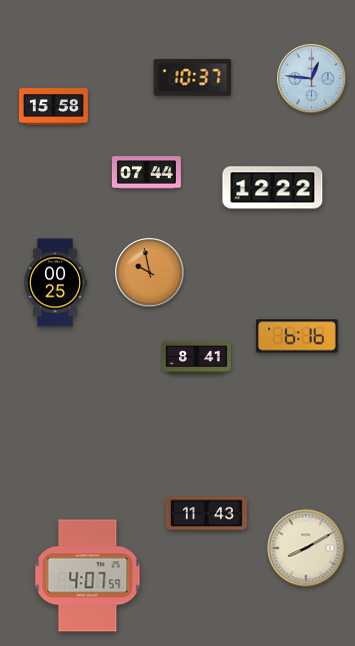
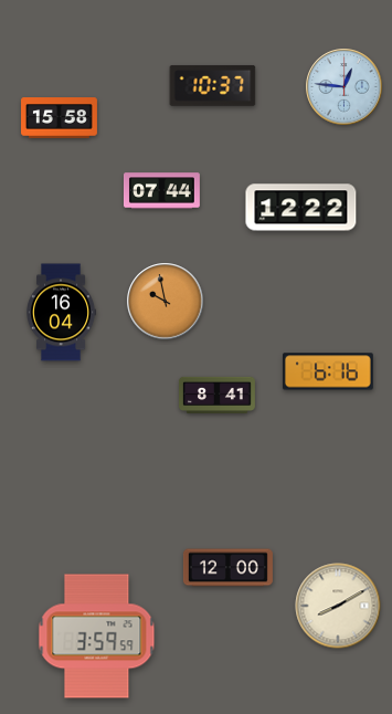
clock at (56, 283): 00:25 -> 16:04
clock at (206, 514): 11:43 -> 12:00
clock at (88, 576): 4:07 -> 3:59
